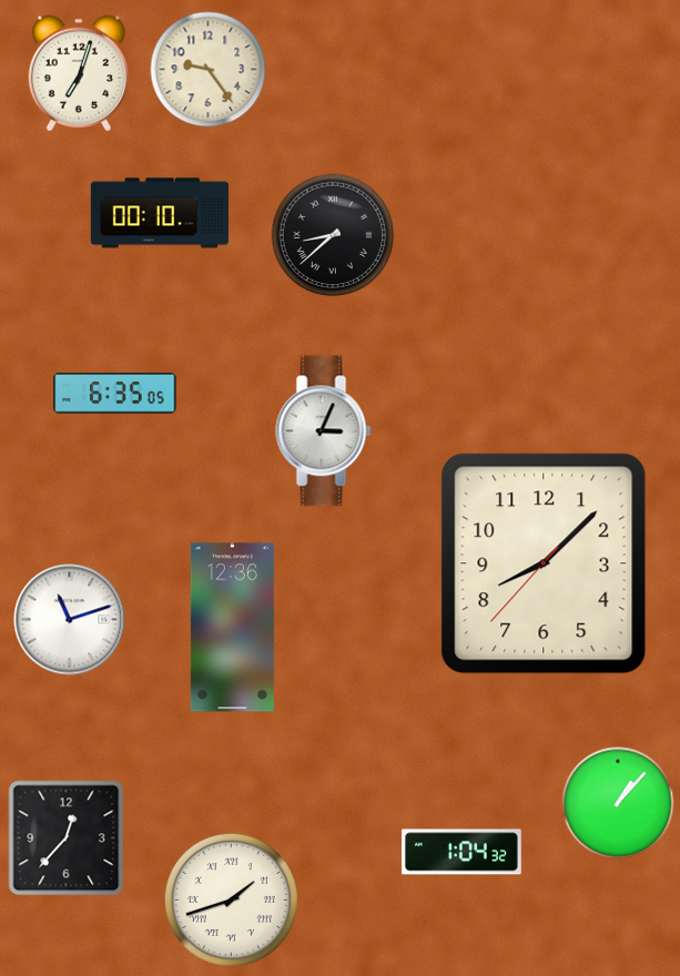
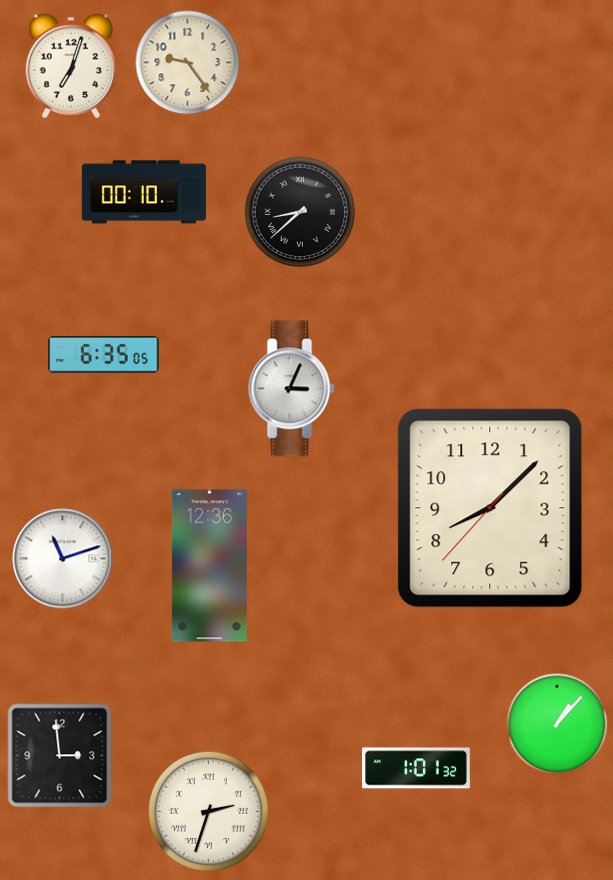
clock at (67, 838): 12:37 -> 2:59
clock at (463, 852): 1:04 -> 1:01
clock at (231, 899): 1:42 -> 2:33
